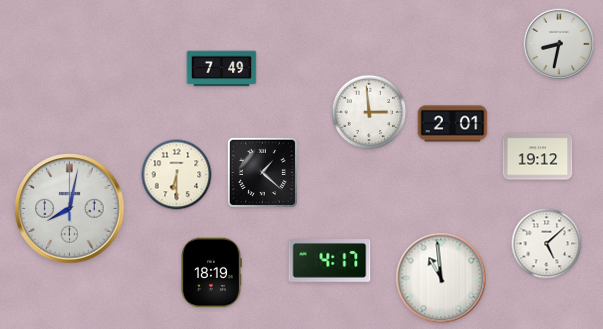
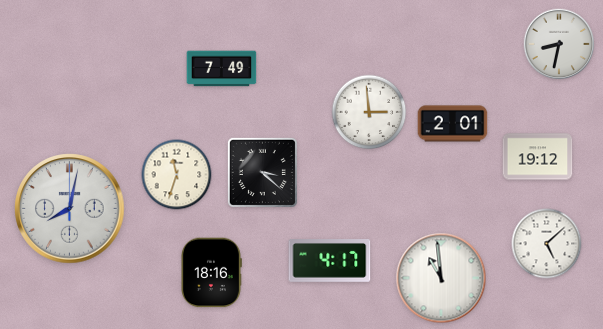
clock at (262, 172): 1:22 -> 3:22
clock at (177, 175): 6:30 -> 11:33
clock at (212, 273): 18:19 -> 18:16
